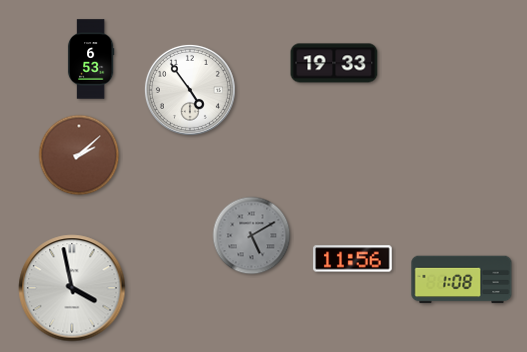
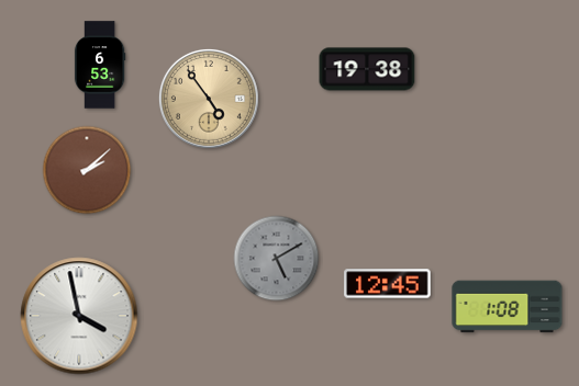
clock at (334, 63): 19:33 -> 19:38
clock at (190, 90) dial: white -> champagne
clock at (353, 259): 11:56 -> 12:45
